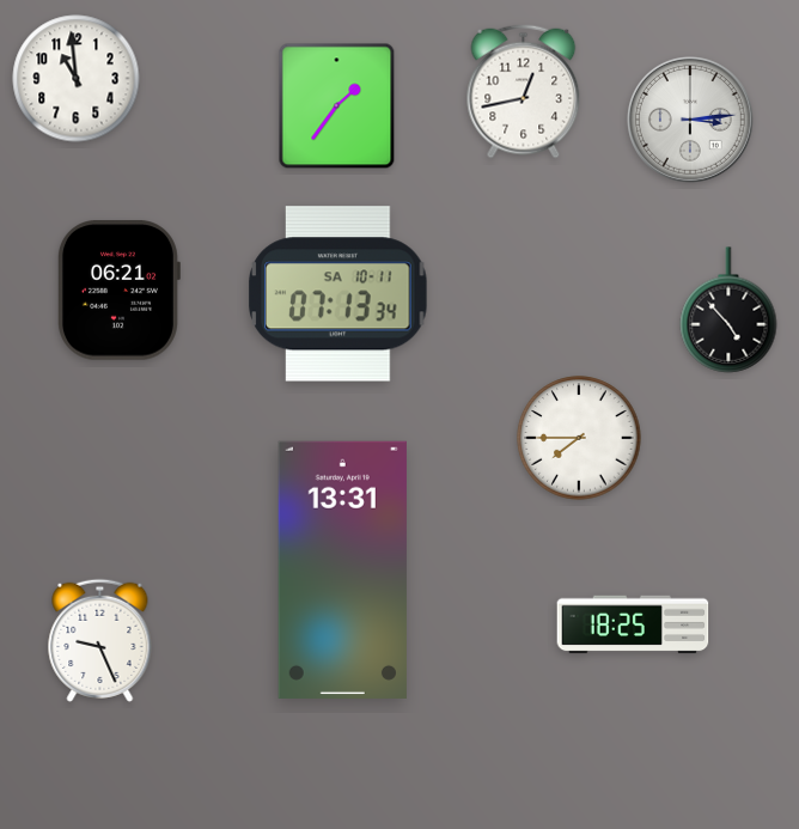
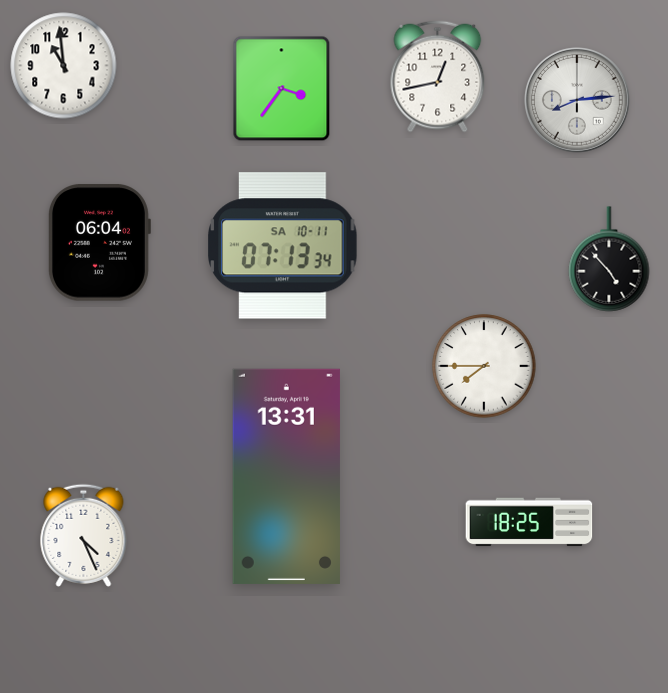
clock at (337, 106): 1:36 -> 3:36
clock at (690, 120): 3:14 -> 8:14
clock at (118, 291): 06:21 -> 06:04
clock at (100, 640): 9:26 -> 4:26
